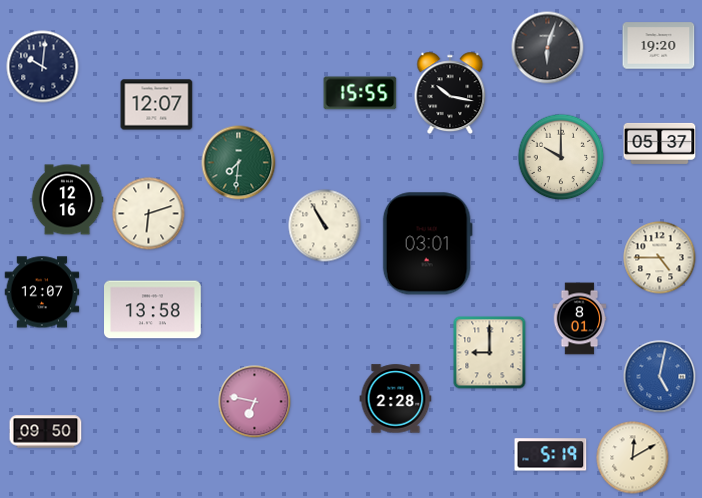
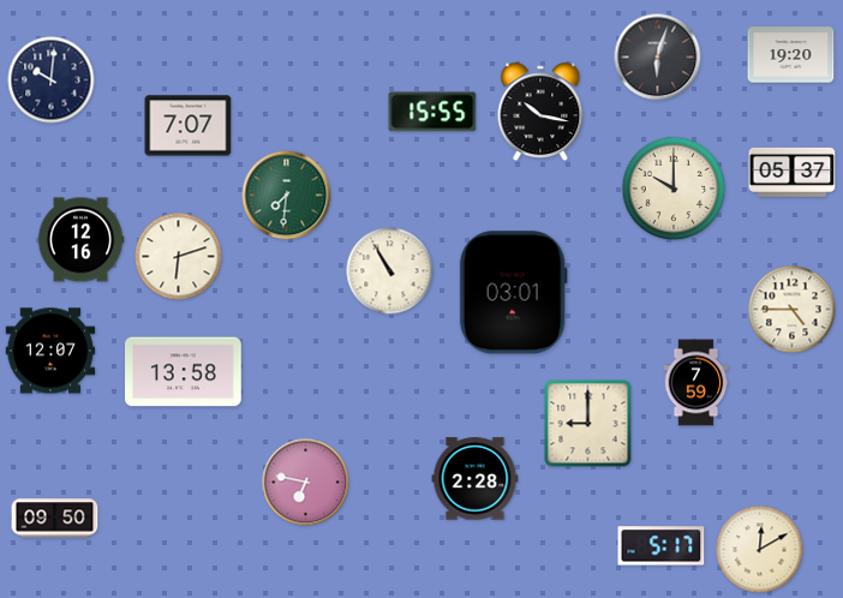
clock at (157, 105): 12:07 -> 7:07
clock at (580, 319): 8:01 -> 7:59
clock at (660, 377): 5:02 -> none
clock at (551, 455): 5:19 -> 5:17
